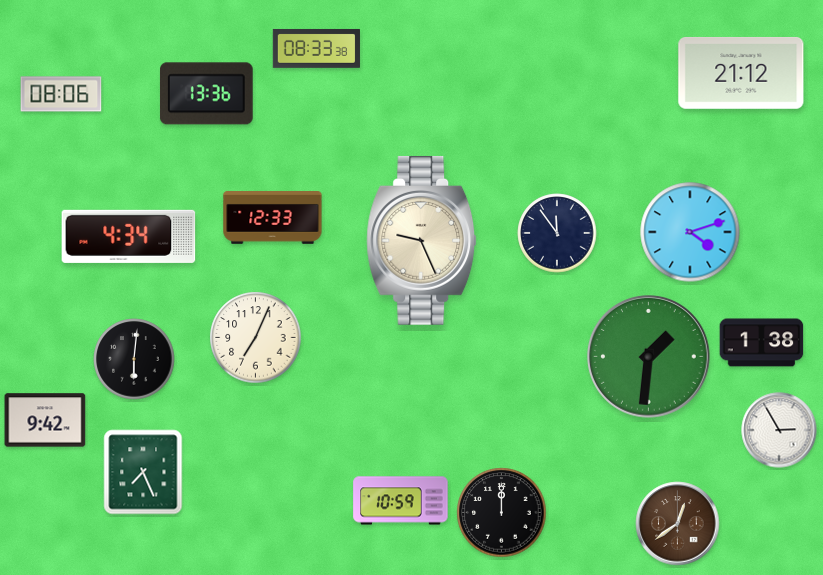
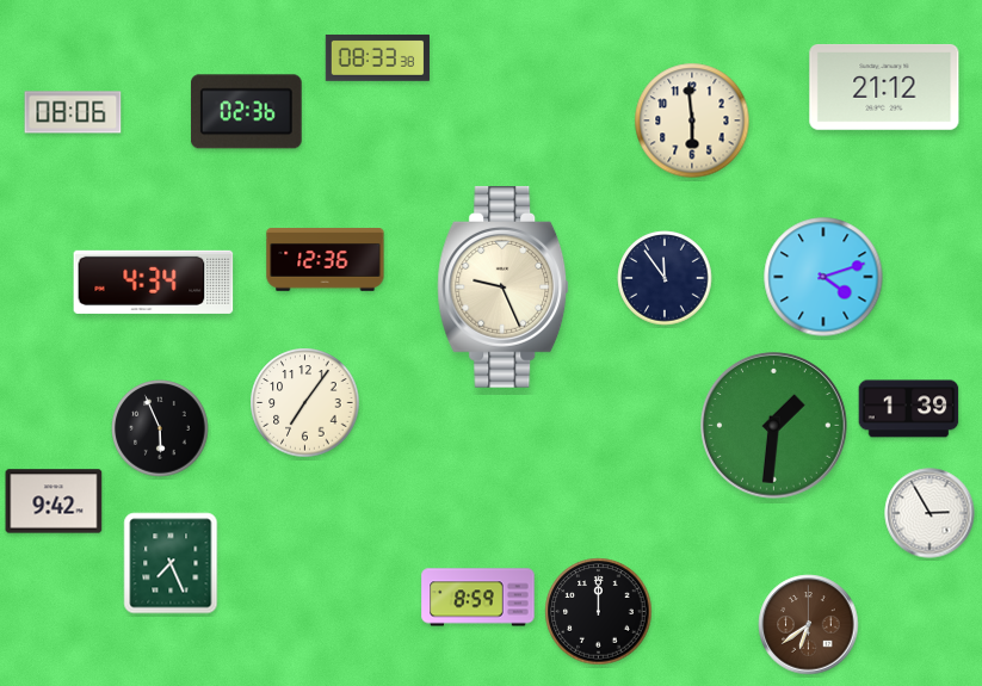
clock at (207, 94): 13:36 -> 02:36
clock at (692, 120): none -> 5:59
clock at (273, 218): 12:33 -> 12:36
clock at (256, 338): 7:04 -> 7:06
clock at (762, 343): 1:38 -> 1:39
clock at (134, 359): 6:01 -> 5:56
clock at (401, 501): 10:59 -> 8:59
clock at (678, 524): 12:39 -> 6:39
